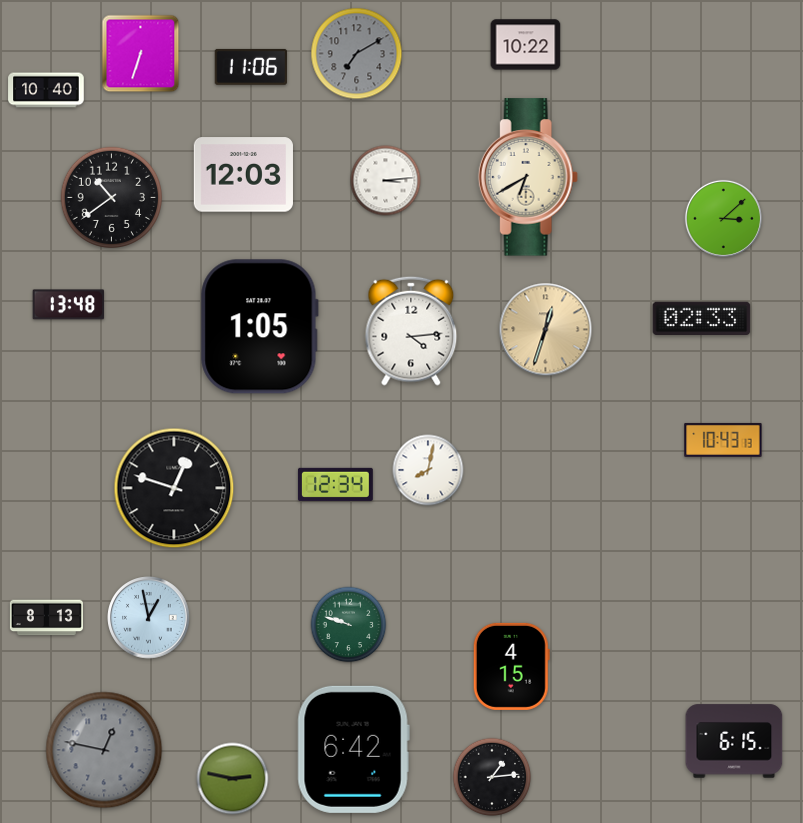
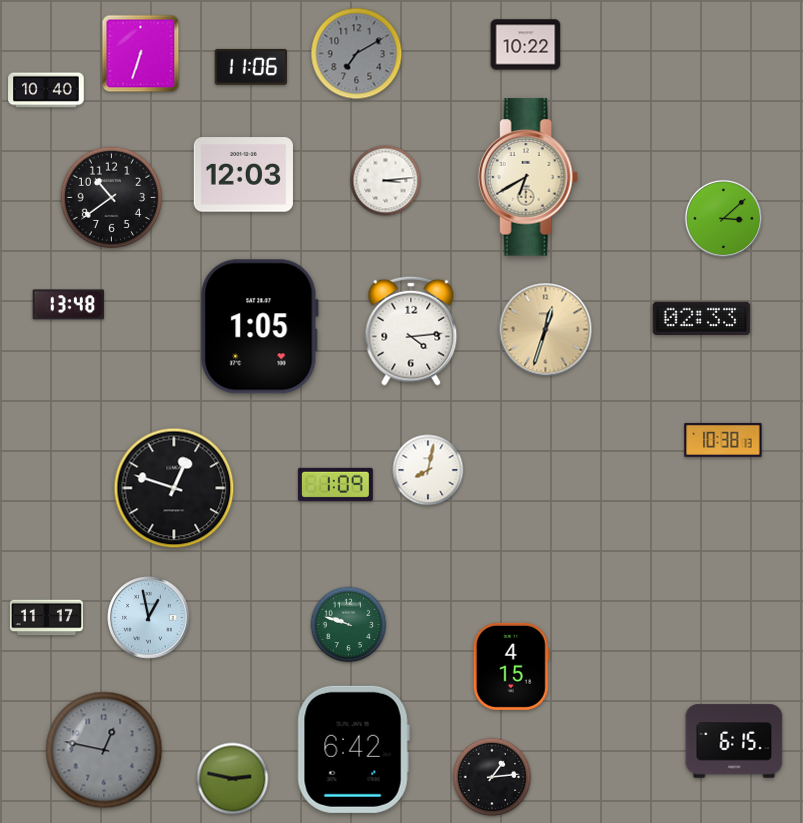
clock at (723, 440): 10:43 -> 10:38
clock at (335, 484): 12:34 -> 1:09
clock at (46, 618): 8:13 -> 11:17
